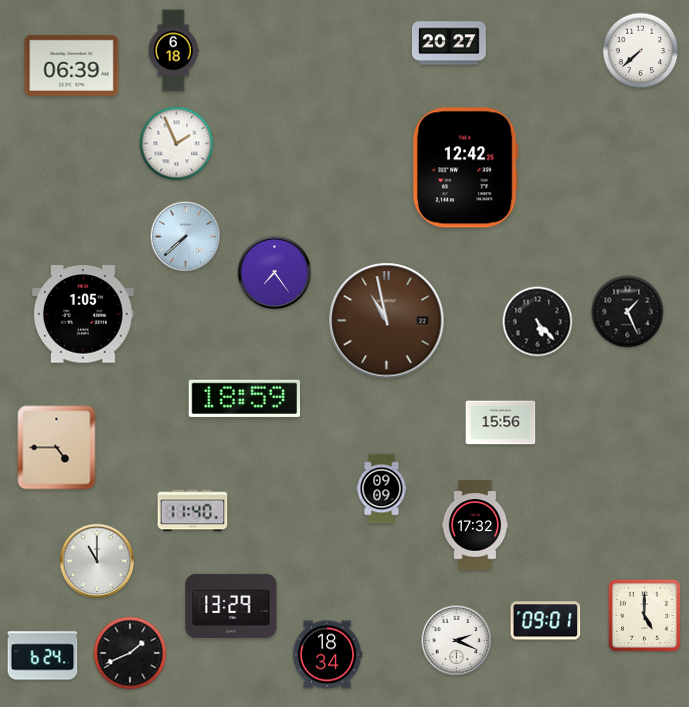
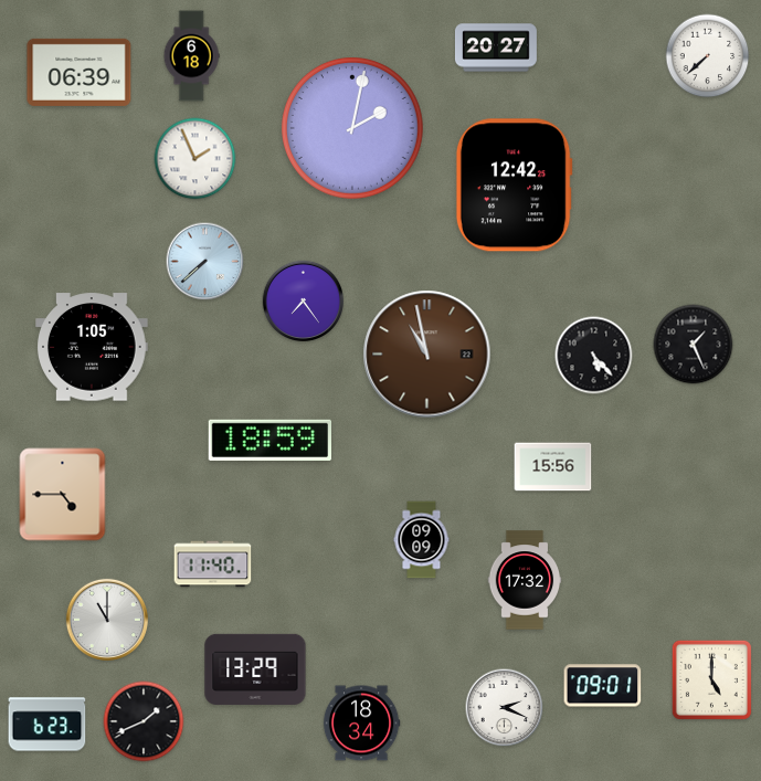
clock at (353, 129): none -> 2:02
clock at (43, 656): 6:24 -> 6:23
